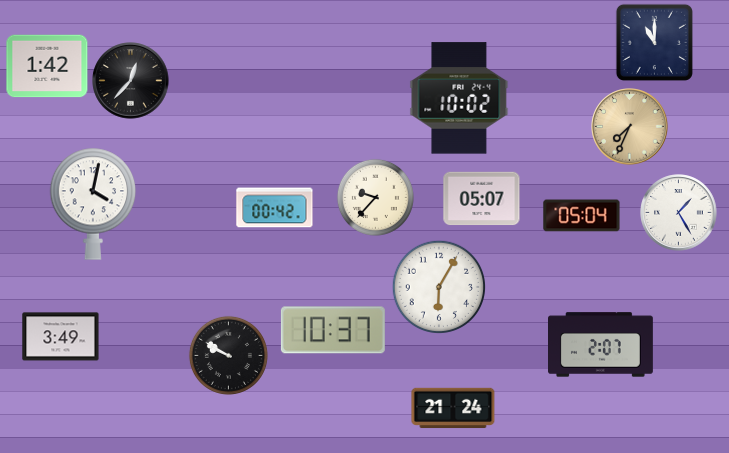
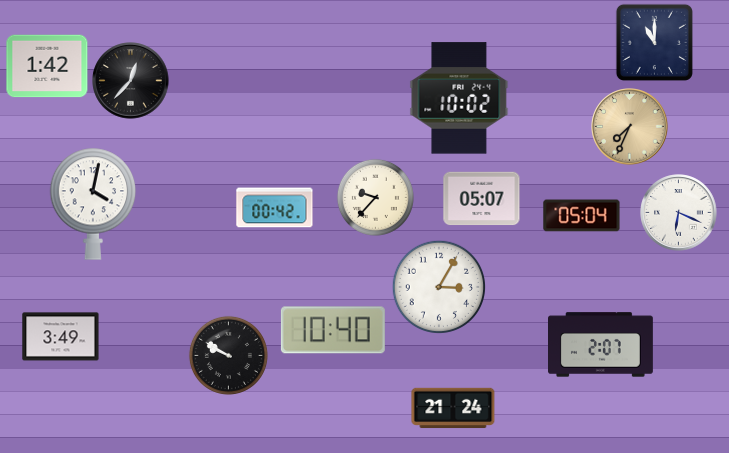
clock at (679, 213): 1:25 -> 6:19
clock at (438, 286): 6:05 -> 3:05
clock at (333, 330): 10:37 -> 10:40
